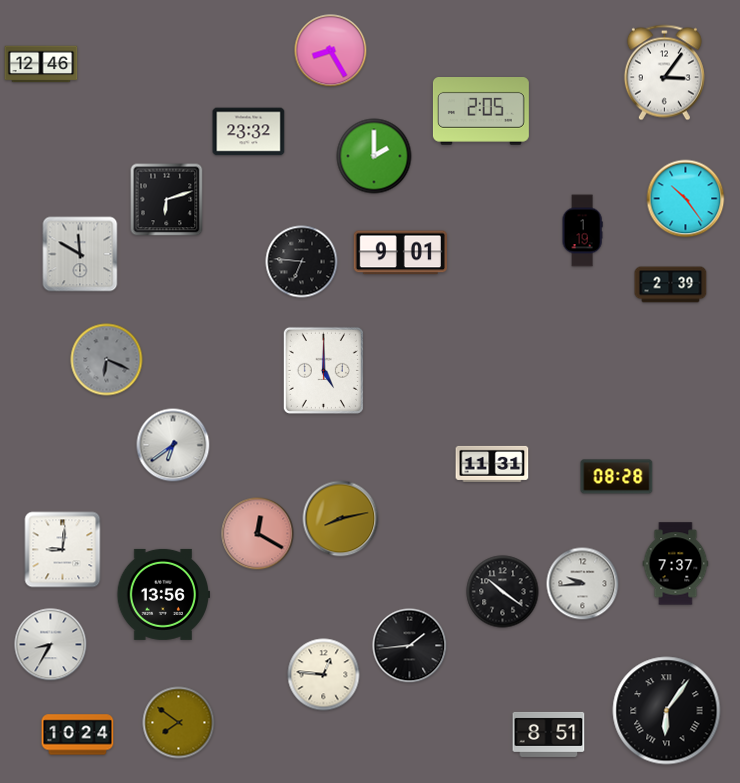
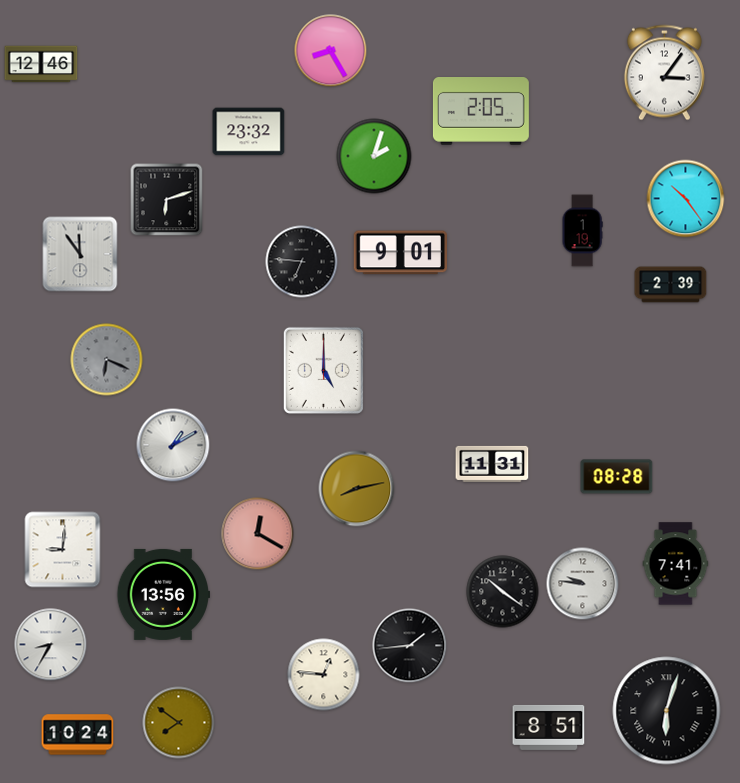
clock at (374, 156): 2:00 -> 2:03
clock at (80, 254): 11:50 -> 11:54
clock at (173, 445): 6:39 -> 1:10
clock at (341, 519) position: (341, 519) -> (357, 489)
clock at (676, 564): 7:37 -> 7:41
clock at (583, 584): 9:44 -> 9:46
clock at (667, 711): 6:06 -> 6:03
clock at (549, 734) position: (549, 734) -> (549, 727)
